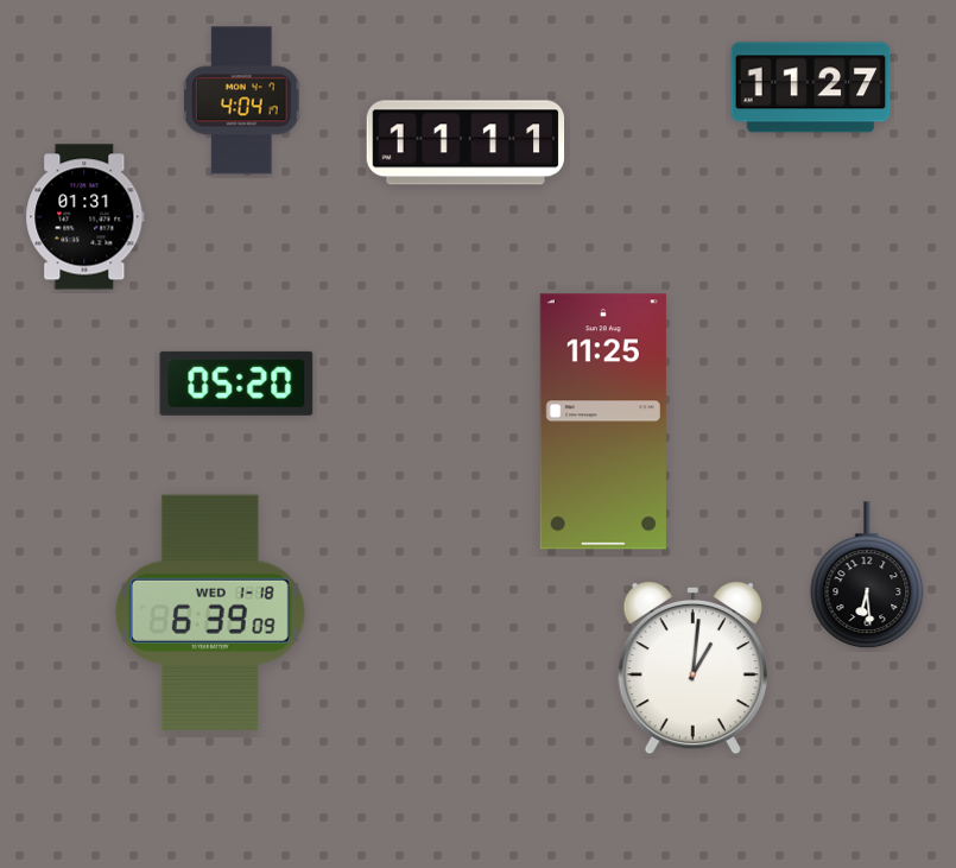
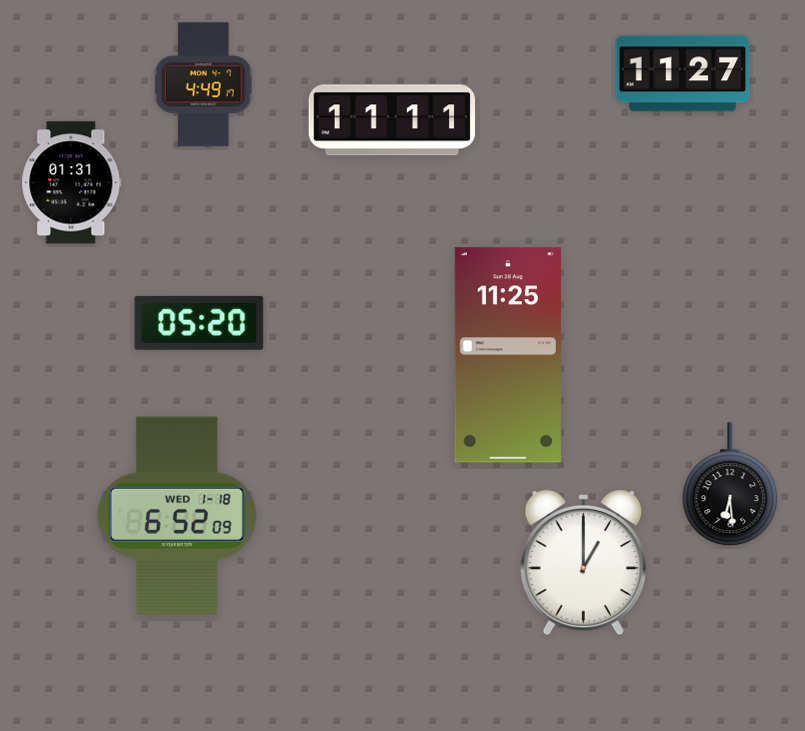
clock at (242, 101): 4:04 -> 4:49
clock at (210, 613): 6:39 -> 6:52
clock at (692, 669): 1:01 -> 1:00
